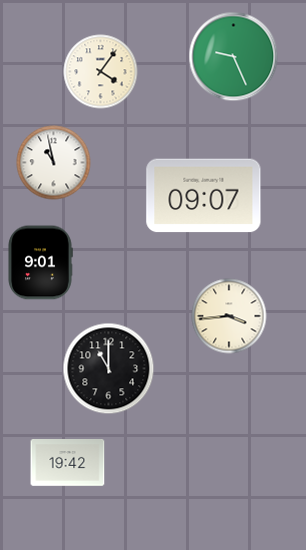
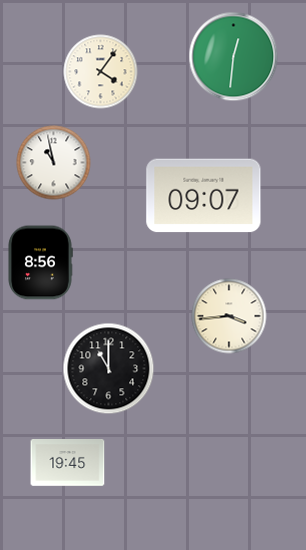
clock at (234, 57): 9:26 -> 12:31
clock at (40, 263): 9:01 -> 8:56
clock at (68, 463): 19:42 -> 19:45
